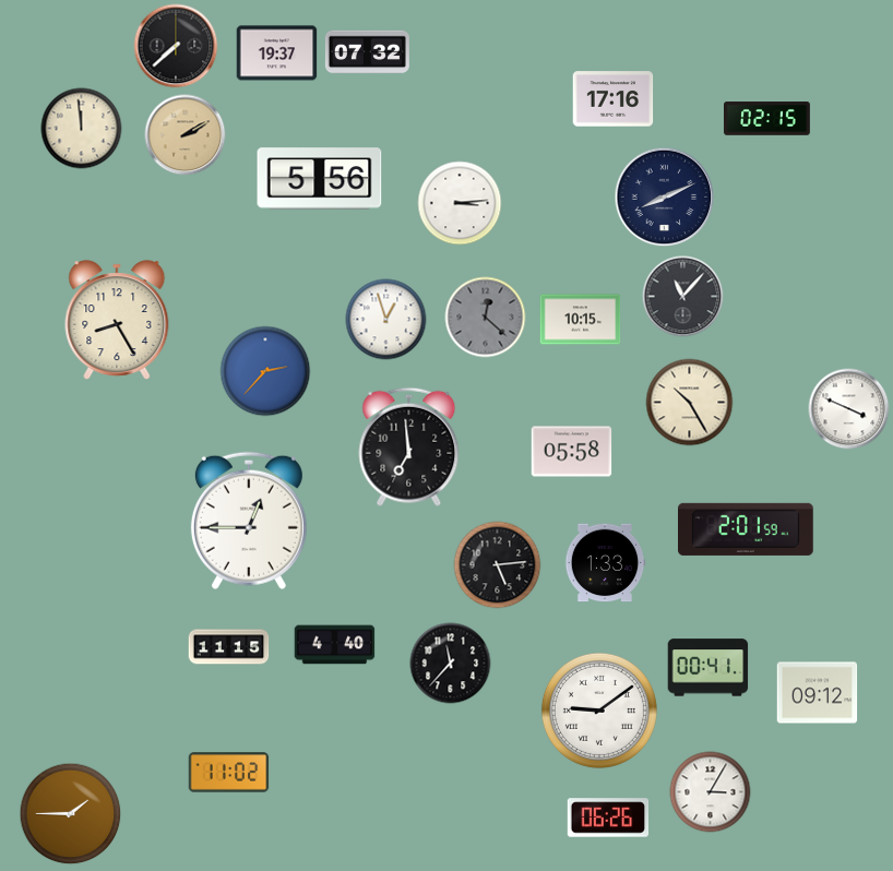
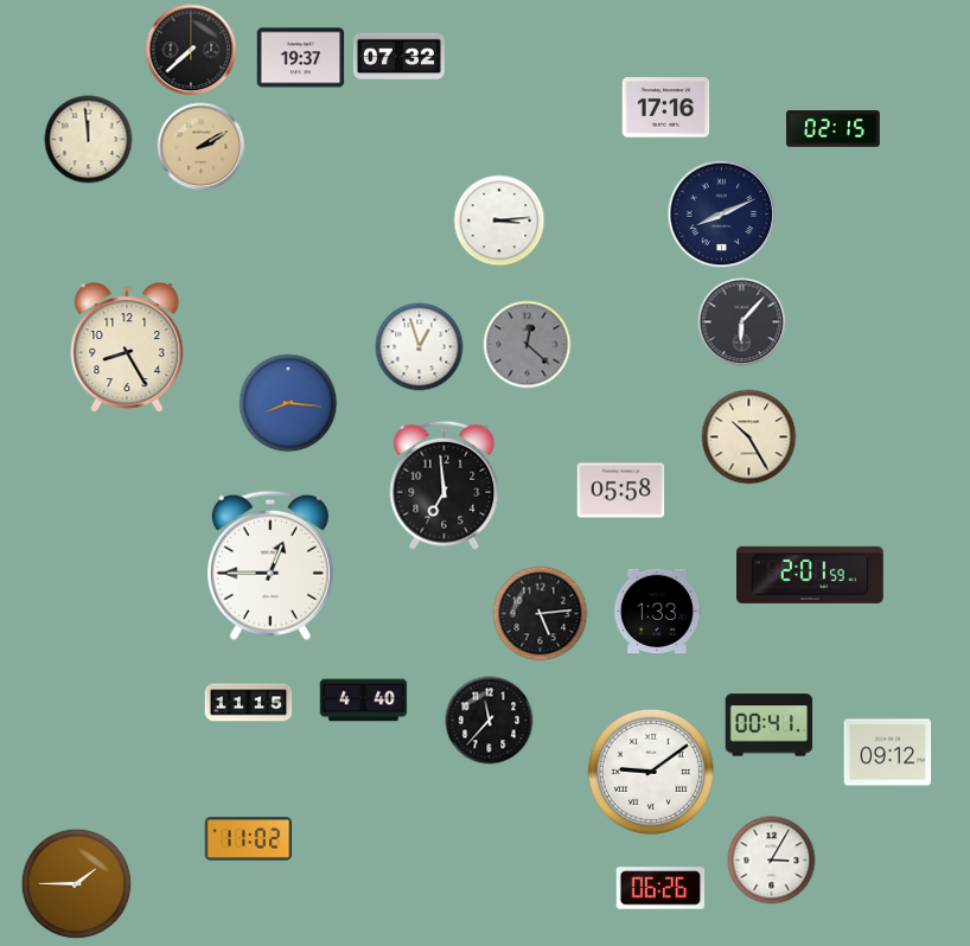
clock at (320, 179): 5:56 -> none
clock at (683, 297): 11:07 -> 6:07
clock at (581, 320): 10:15 -> none
clock at (265, 371): 2:37 -> 8:16
clock at (849, 409): 3:49 -> none
